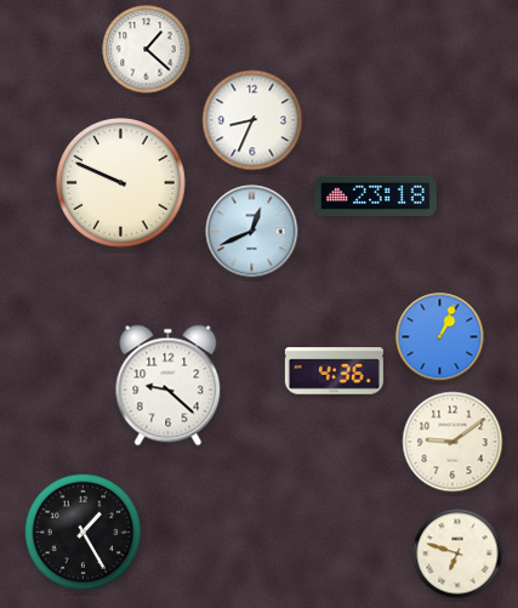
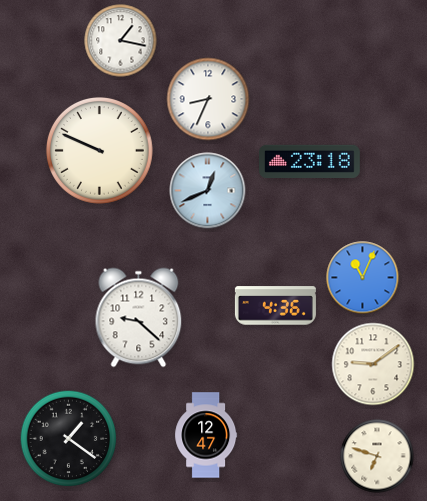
clock at (147, 50): 1:22 -> 1:17
clock at (440, 337): 1:04 -> 11:04
clock at (206, 435): none -> 12:47
clock at (84, 533): 1:25 -> 1:21
